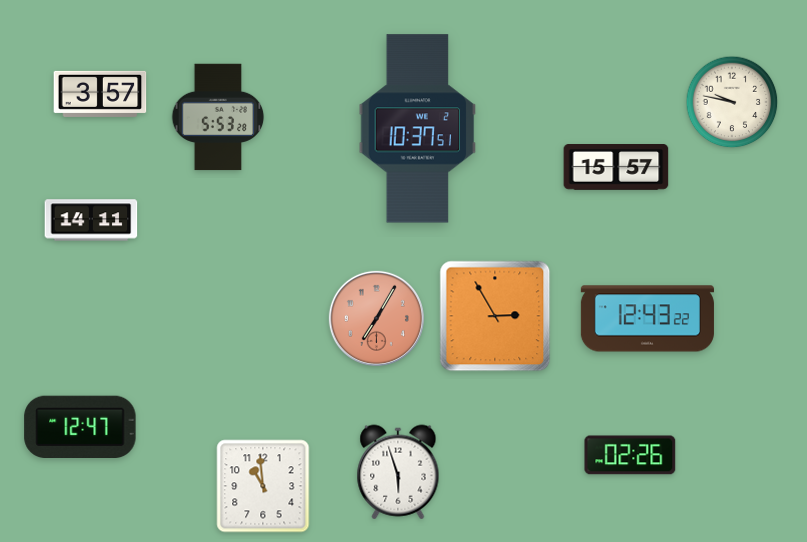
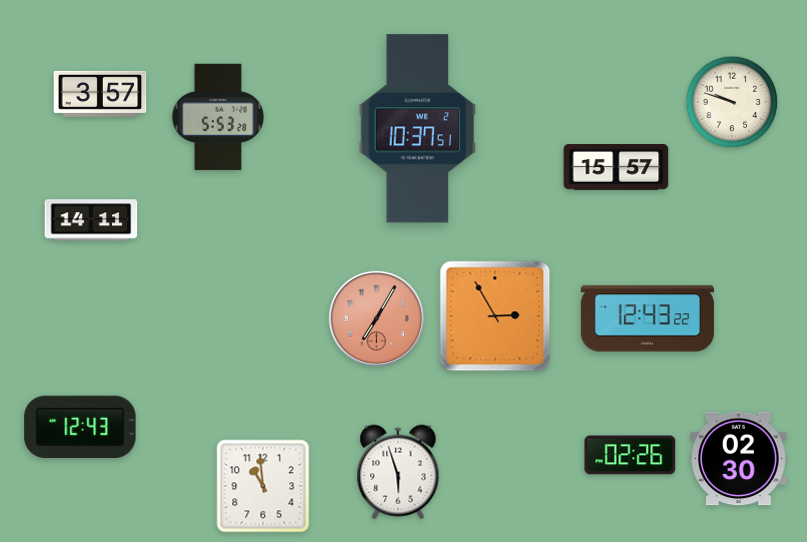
clock at (732, 102): 9:47 -> 9:48
clock at (80, 427): 12:47 -> 12:43
clock at (739, 459): none -> 02:30
